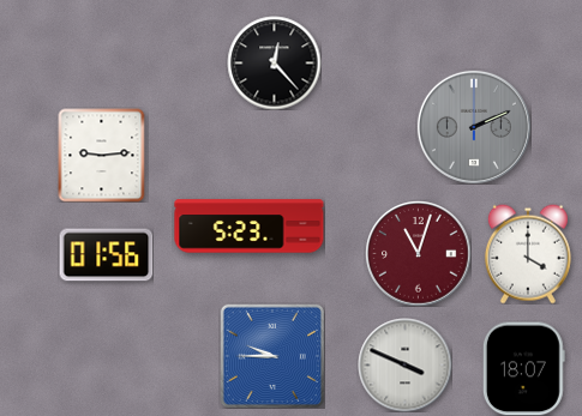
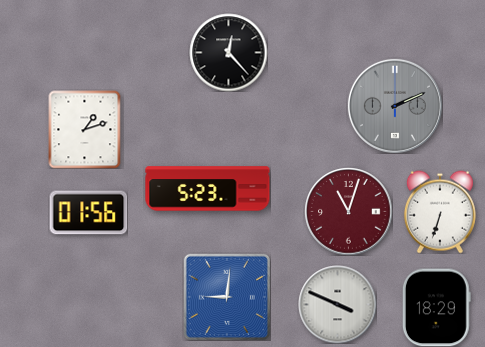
clock at (102, 155): 9:14 -> 1:12
clock at (528, 254): 4:00 -> 6:33
clock at (272, 356): 9:45 -> 9:01
clock at (523, 368): 18:07 -> 18:29
